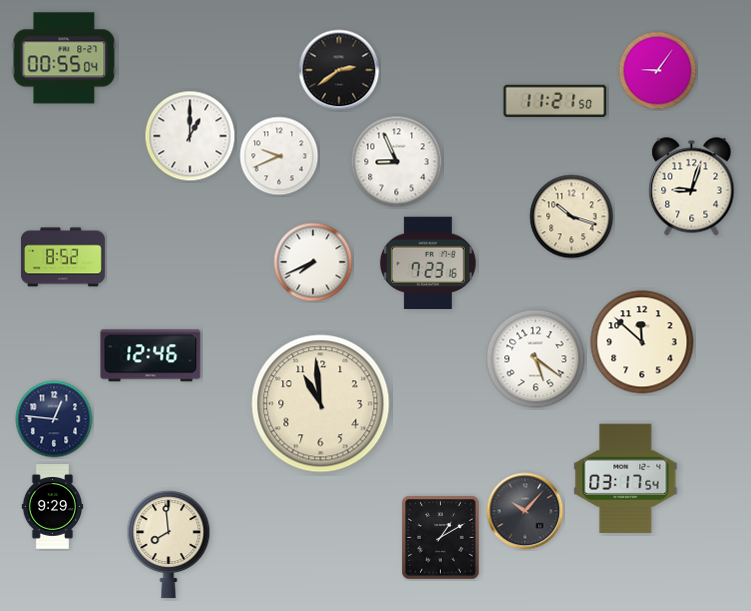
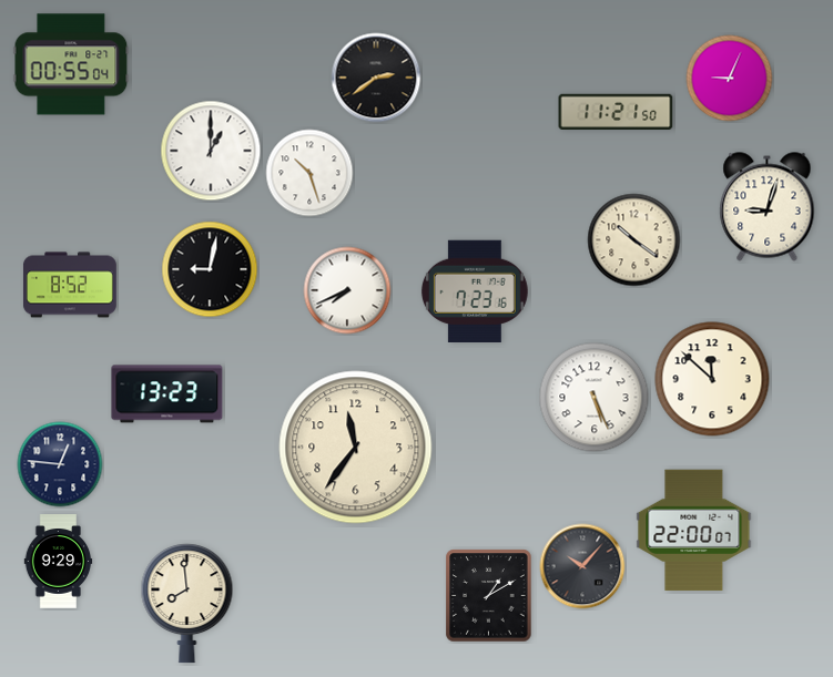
clock at (658, 71): 9:06 -> 9:04
clock at (279, 156): 9:41 -> 10:27
clock at (397, 162): 8:56 -> none
clock at (572, 217): 10:18 -> 10:21
clock at (210, 269): none -> 9:02
clock at (151, 356): 12:46 -> 13:23
clock at (536, 359): 5:21 -> 5:26
clock at (321, 404): 10:59 -> 11:36
clock at (626, 479): 03:17 -> 22:00
